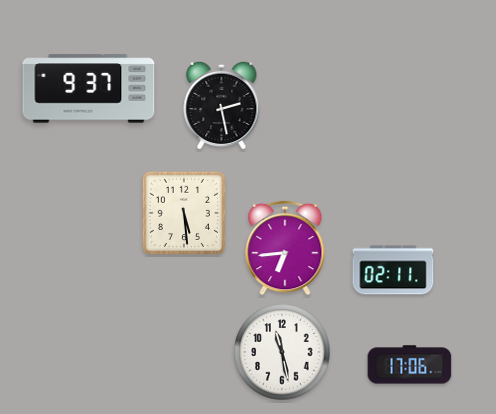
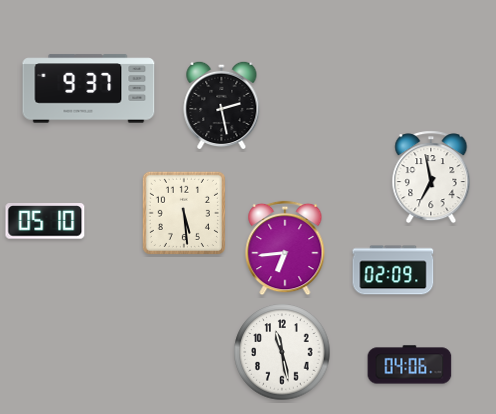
clock at (431, 177): none -> 6:58
clock at (45, 221): none -> 05:10
clock at (393, 270): 02:11 -> 02:09
clock at (410, 365): 17:06 -> 04:06
